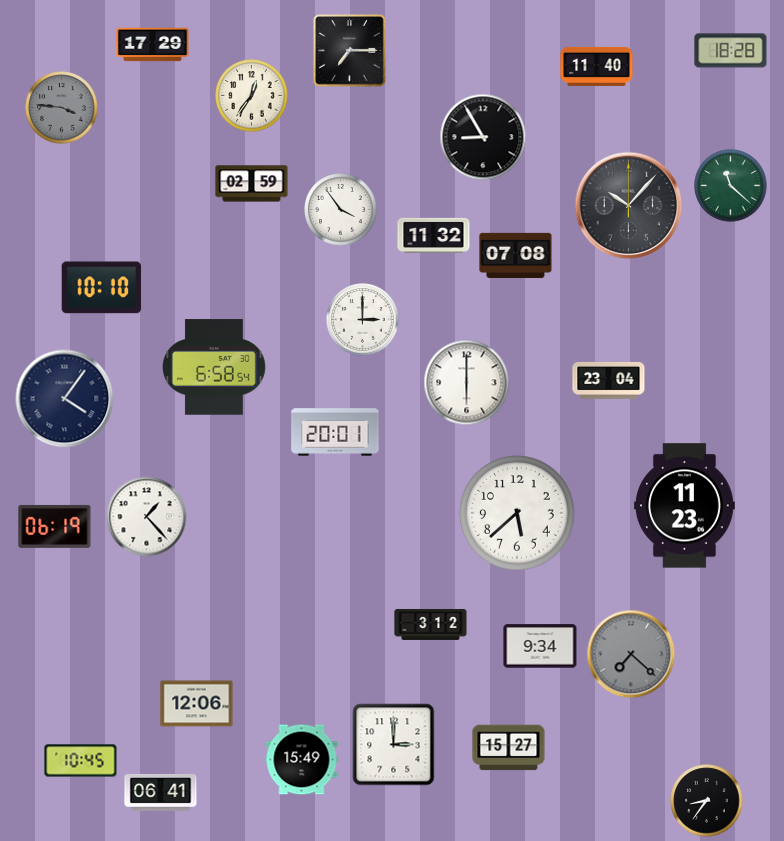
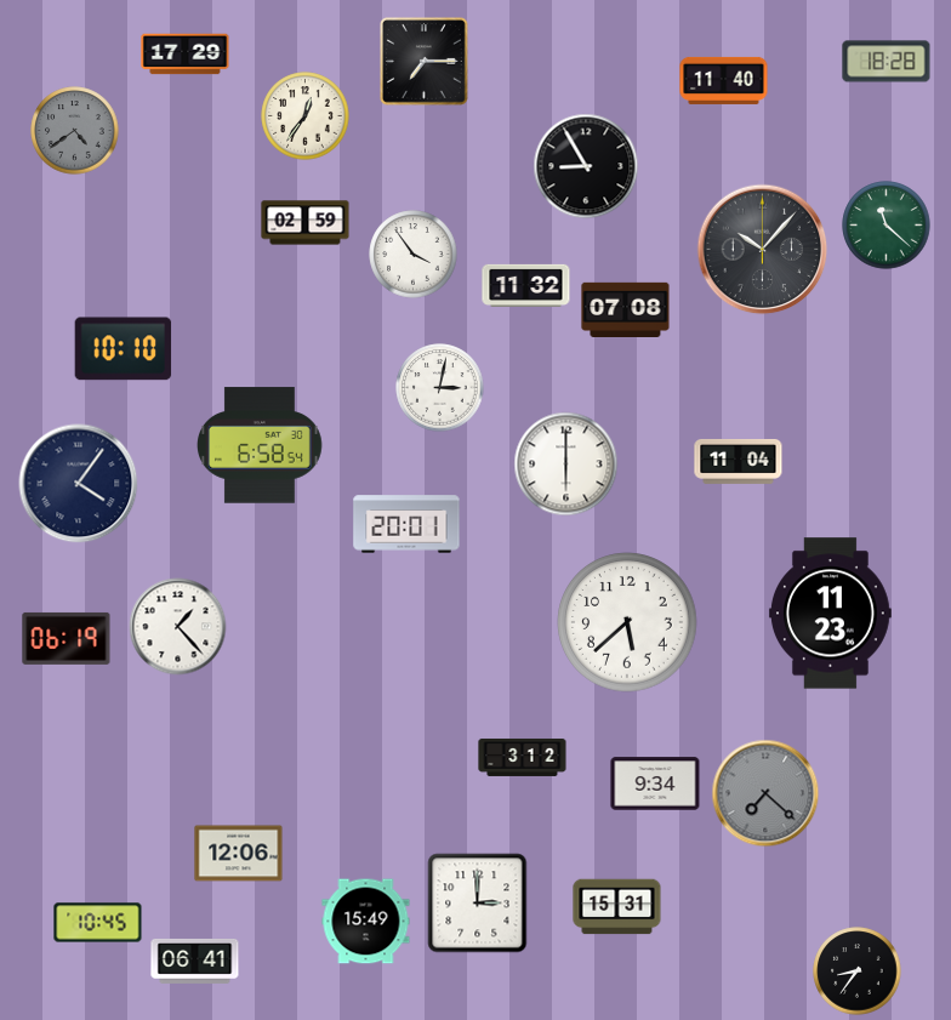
clock at (62, 108): 3:46 -> 4:39
clock at (363, 320): 3:00 -> 3:02
clock at (609, 380): 23:04 -> 11:04
clock at (509, 748): 15:27 -> 15:31
